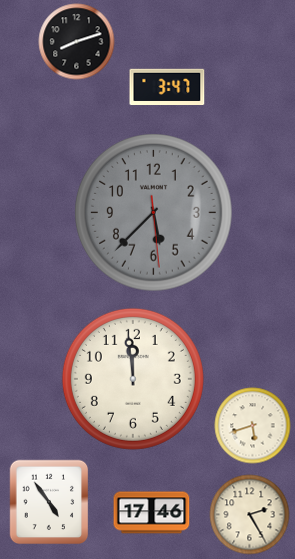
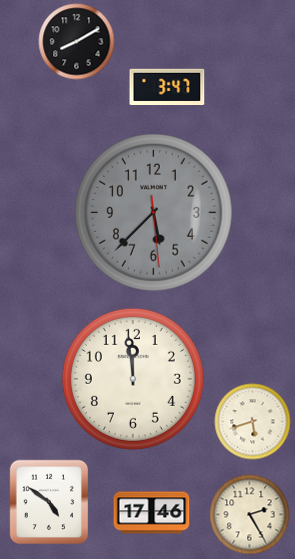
clock at (77, 42): 8:12 -> 8:10
clock at (253, 426) position: (253, 426) -> (253, 422)
clock at (49, 502): 4:54 -> 4:51
